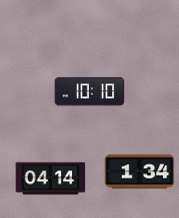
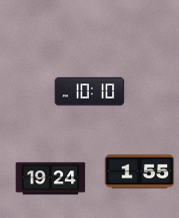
clock at (140, 172): 1:34 -> 1:55
clock at (51, 179): 04:14 -> 19:24
